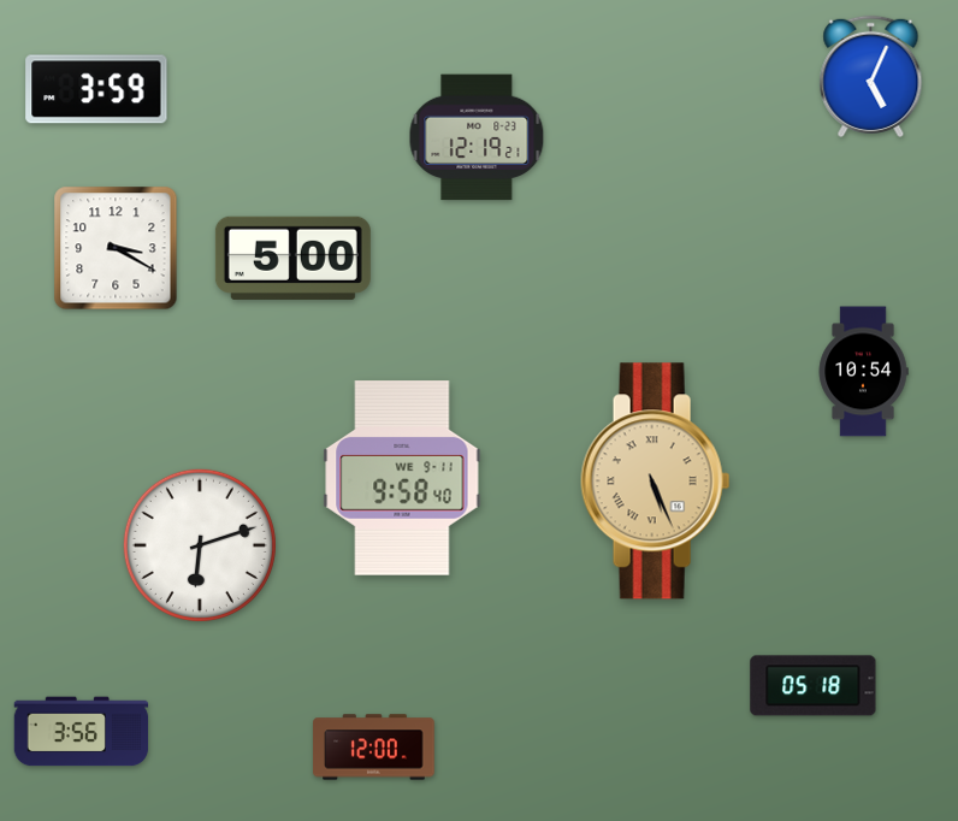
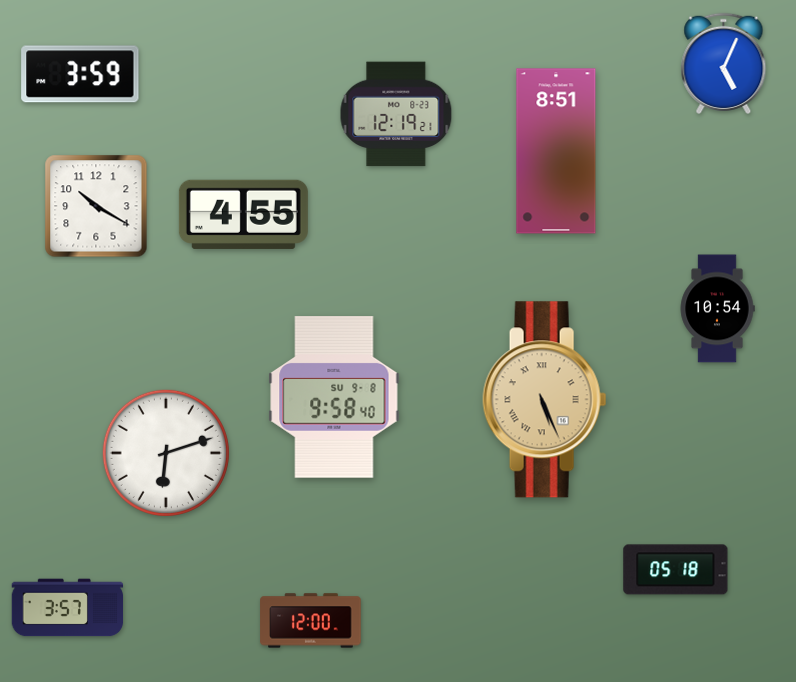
clock at (556, 151): none -> 8:51
clock at (116, 248): 3:20 -> 10:20
clock at (292, 258): 5:00 -> 4:55
clock at (402, 478) date: WE 9-11 -> SU 9-8
clock at (82, 732): 3:56 -> 3:57
